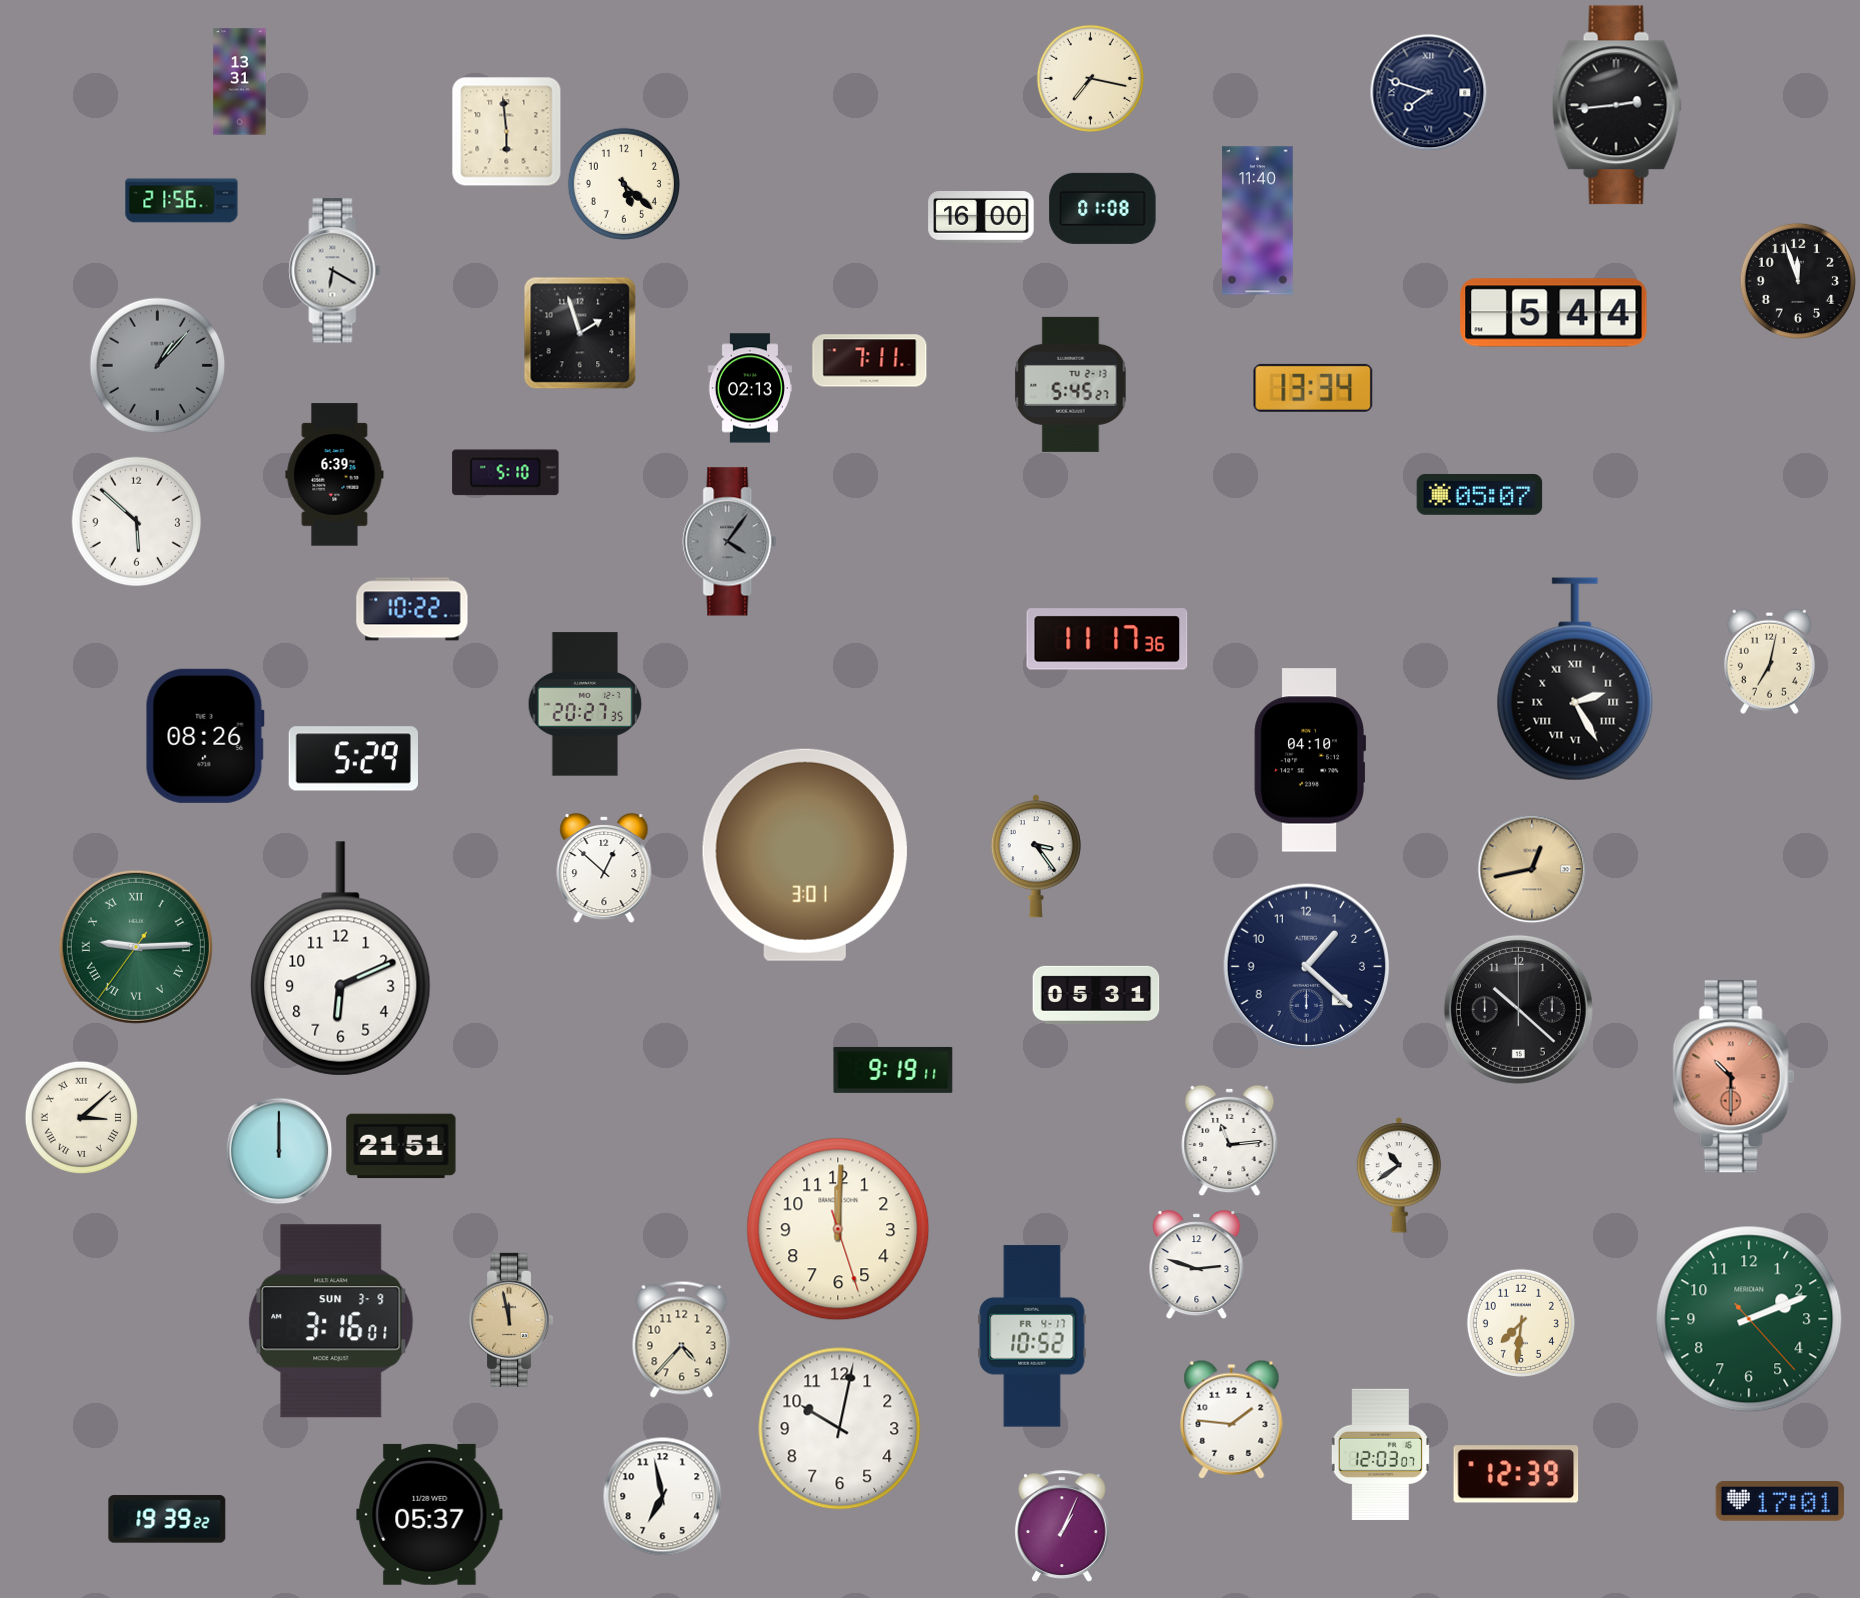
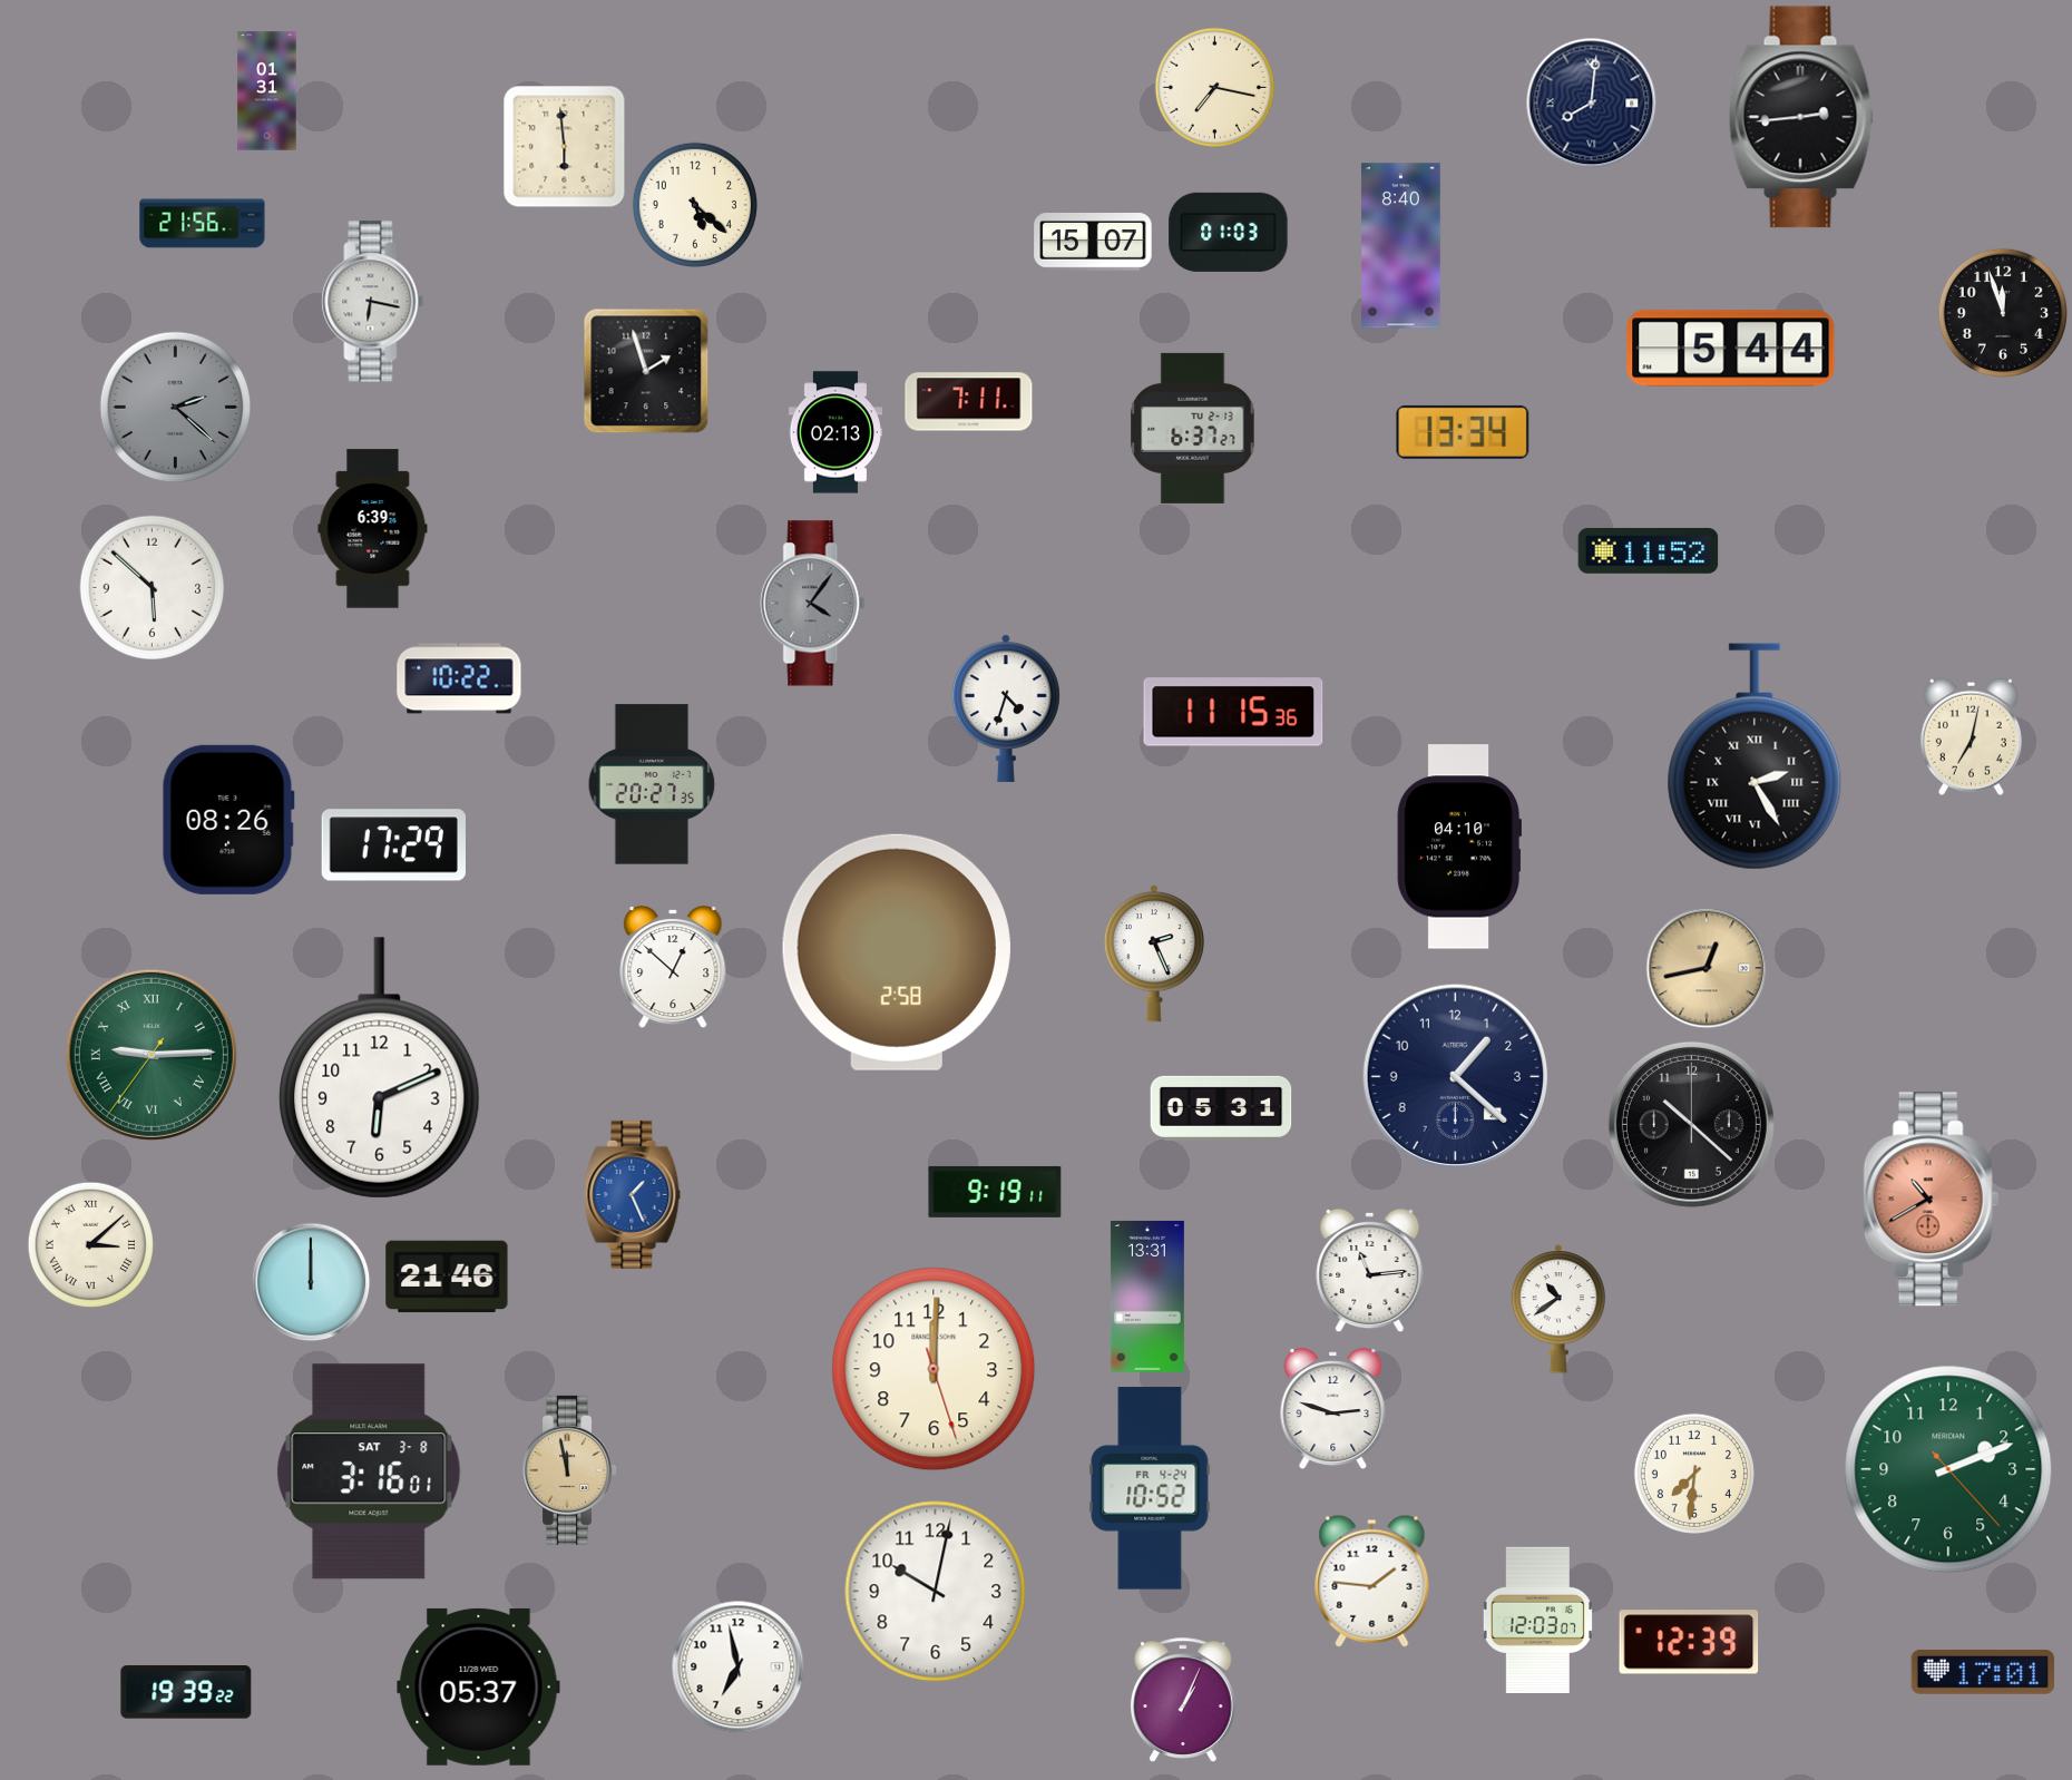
clock at (240, 82): 13:31 -> 01:31
clock at (1429, 93): 7:48 -> 8:01
clock at (1103, 208): 01:08 -> 01:03
clock at (981, 218): 16:00 -> 15:07
clock at (1258, 221): 11:40 -> 8:40
clock at (335, 271): 6:20 -> 6:17
clock at (158, 366): 1:07 -> 2:22
clock at (1071, 384): 5:45 -> 6:37
clock at (506, 473): 5:10 -> none
clock at (1480, 495): 05:07 -> 11:52
clock at (137, 522) position: (137, 522) -> (153, 588)
clock at (1006, 708): none -> 4:33
clock at (1107, 639): 11:17 -> 11:15
clock at (353, 759): 5:29 -> 17:29
clock at (805, 855): 3:01 -> 2:58
clock at (1036, 856): 3:24 -> 2:26
clock at (633, 1194): none -> 1:26
clock at (1733, 1077): 10:30 -> 10:40
clock at (401, 1146): 21:51 -> 21:46
clock at (1147, 1297): none -> 13:31
clock at (331, 1321) date: SUN 3-9 -> SAT 3-8
clock at (1032, 1336) date: FR 4-17 -> FR 4-24
clock at (682, 1339): 4:37 -> none
